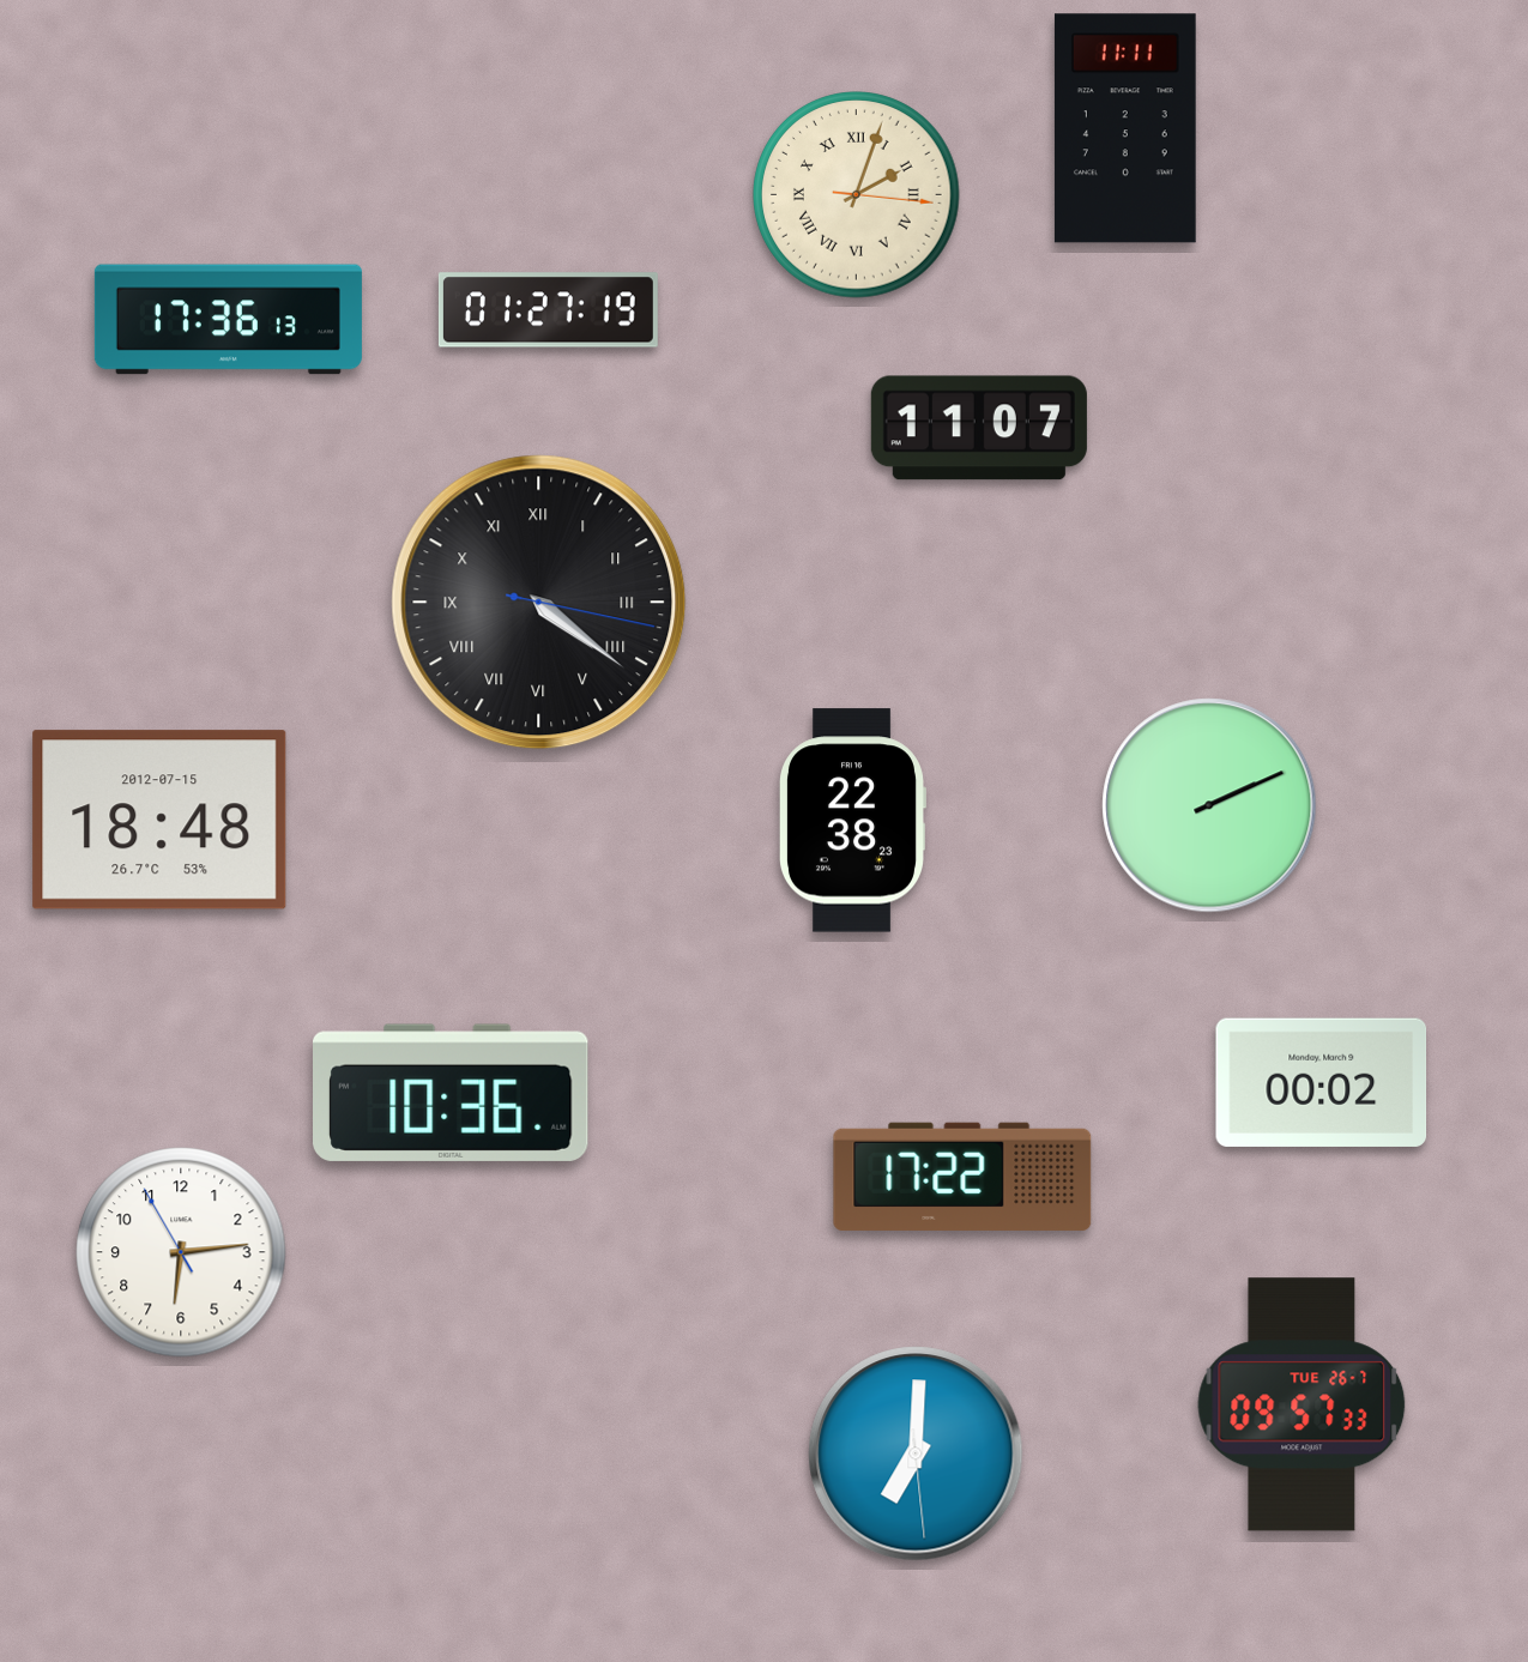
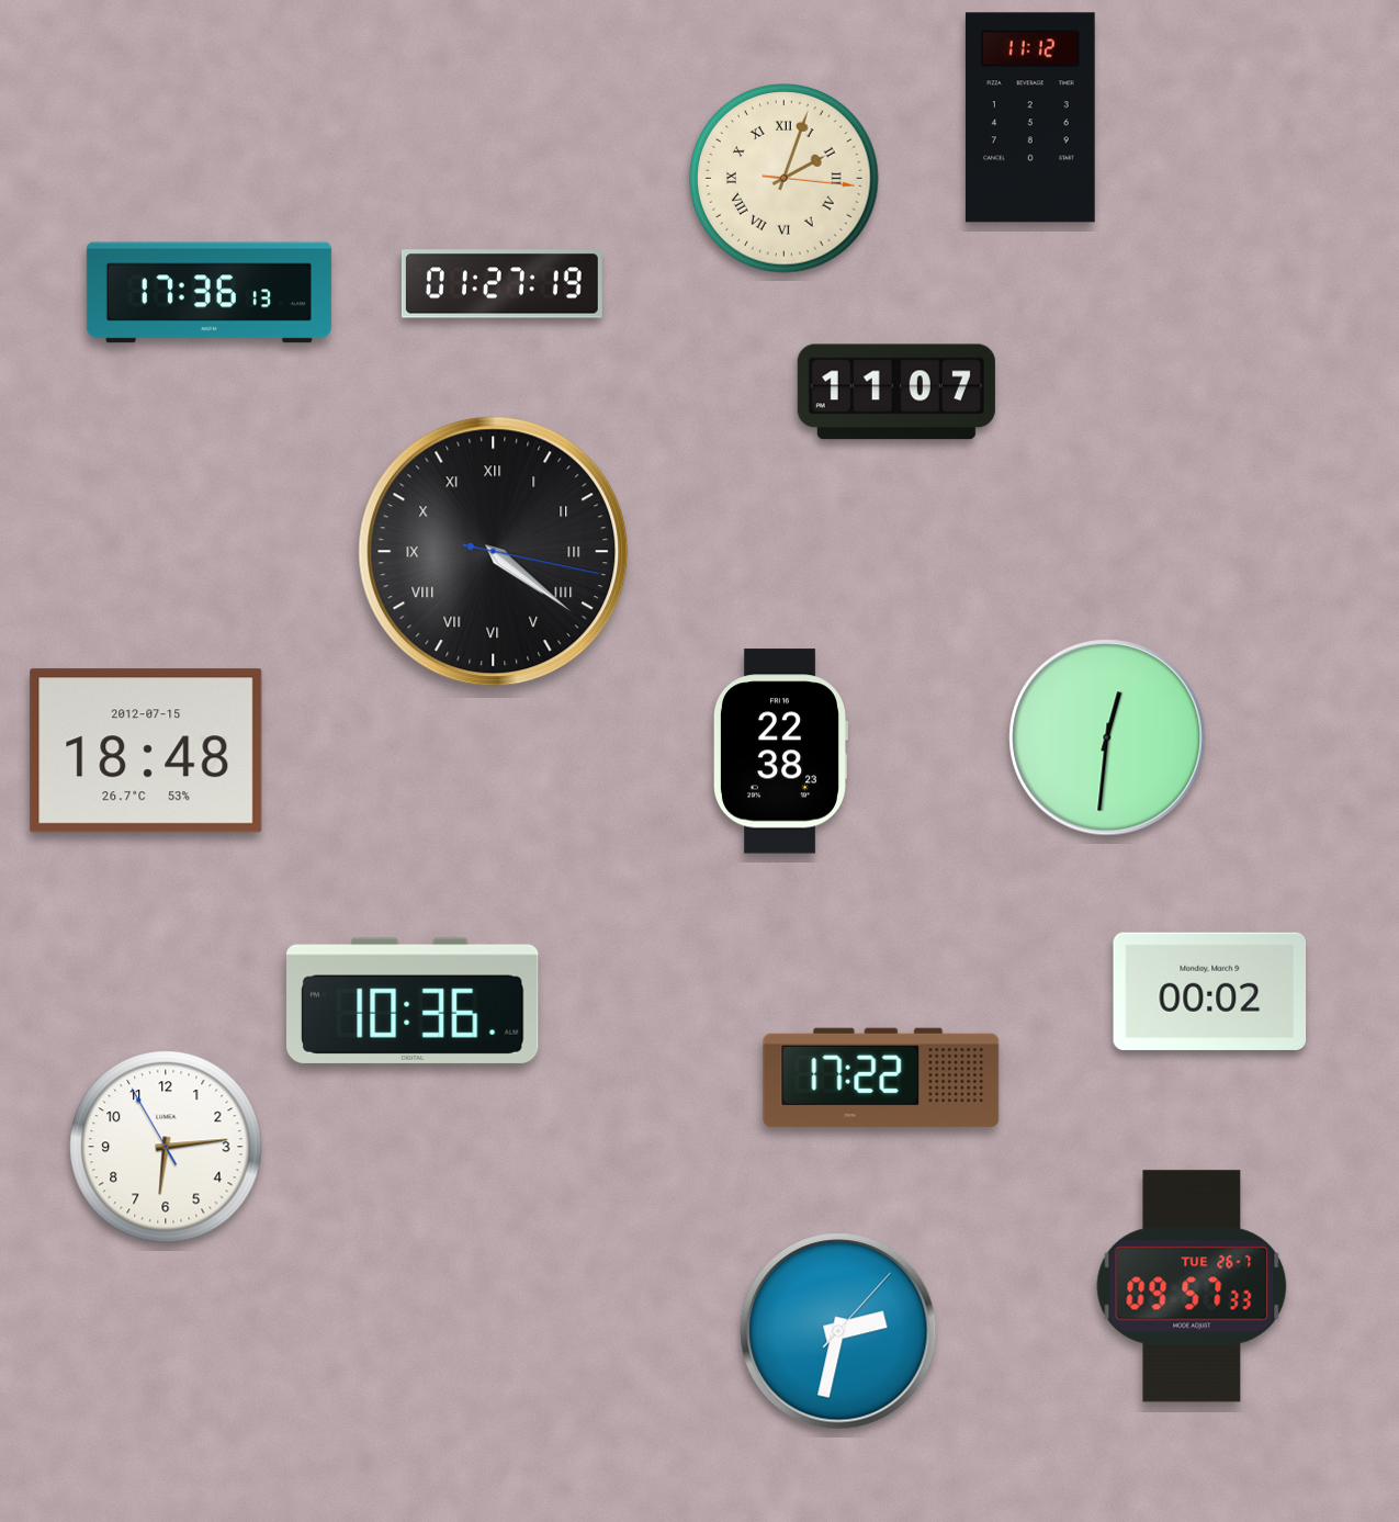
clock at (1125, 128): 11:11 -> 11:12
clock at (1209, 805): 2:11 -> 12:31
clock at (916, 1454): 7:00 -> 2:32
